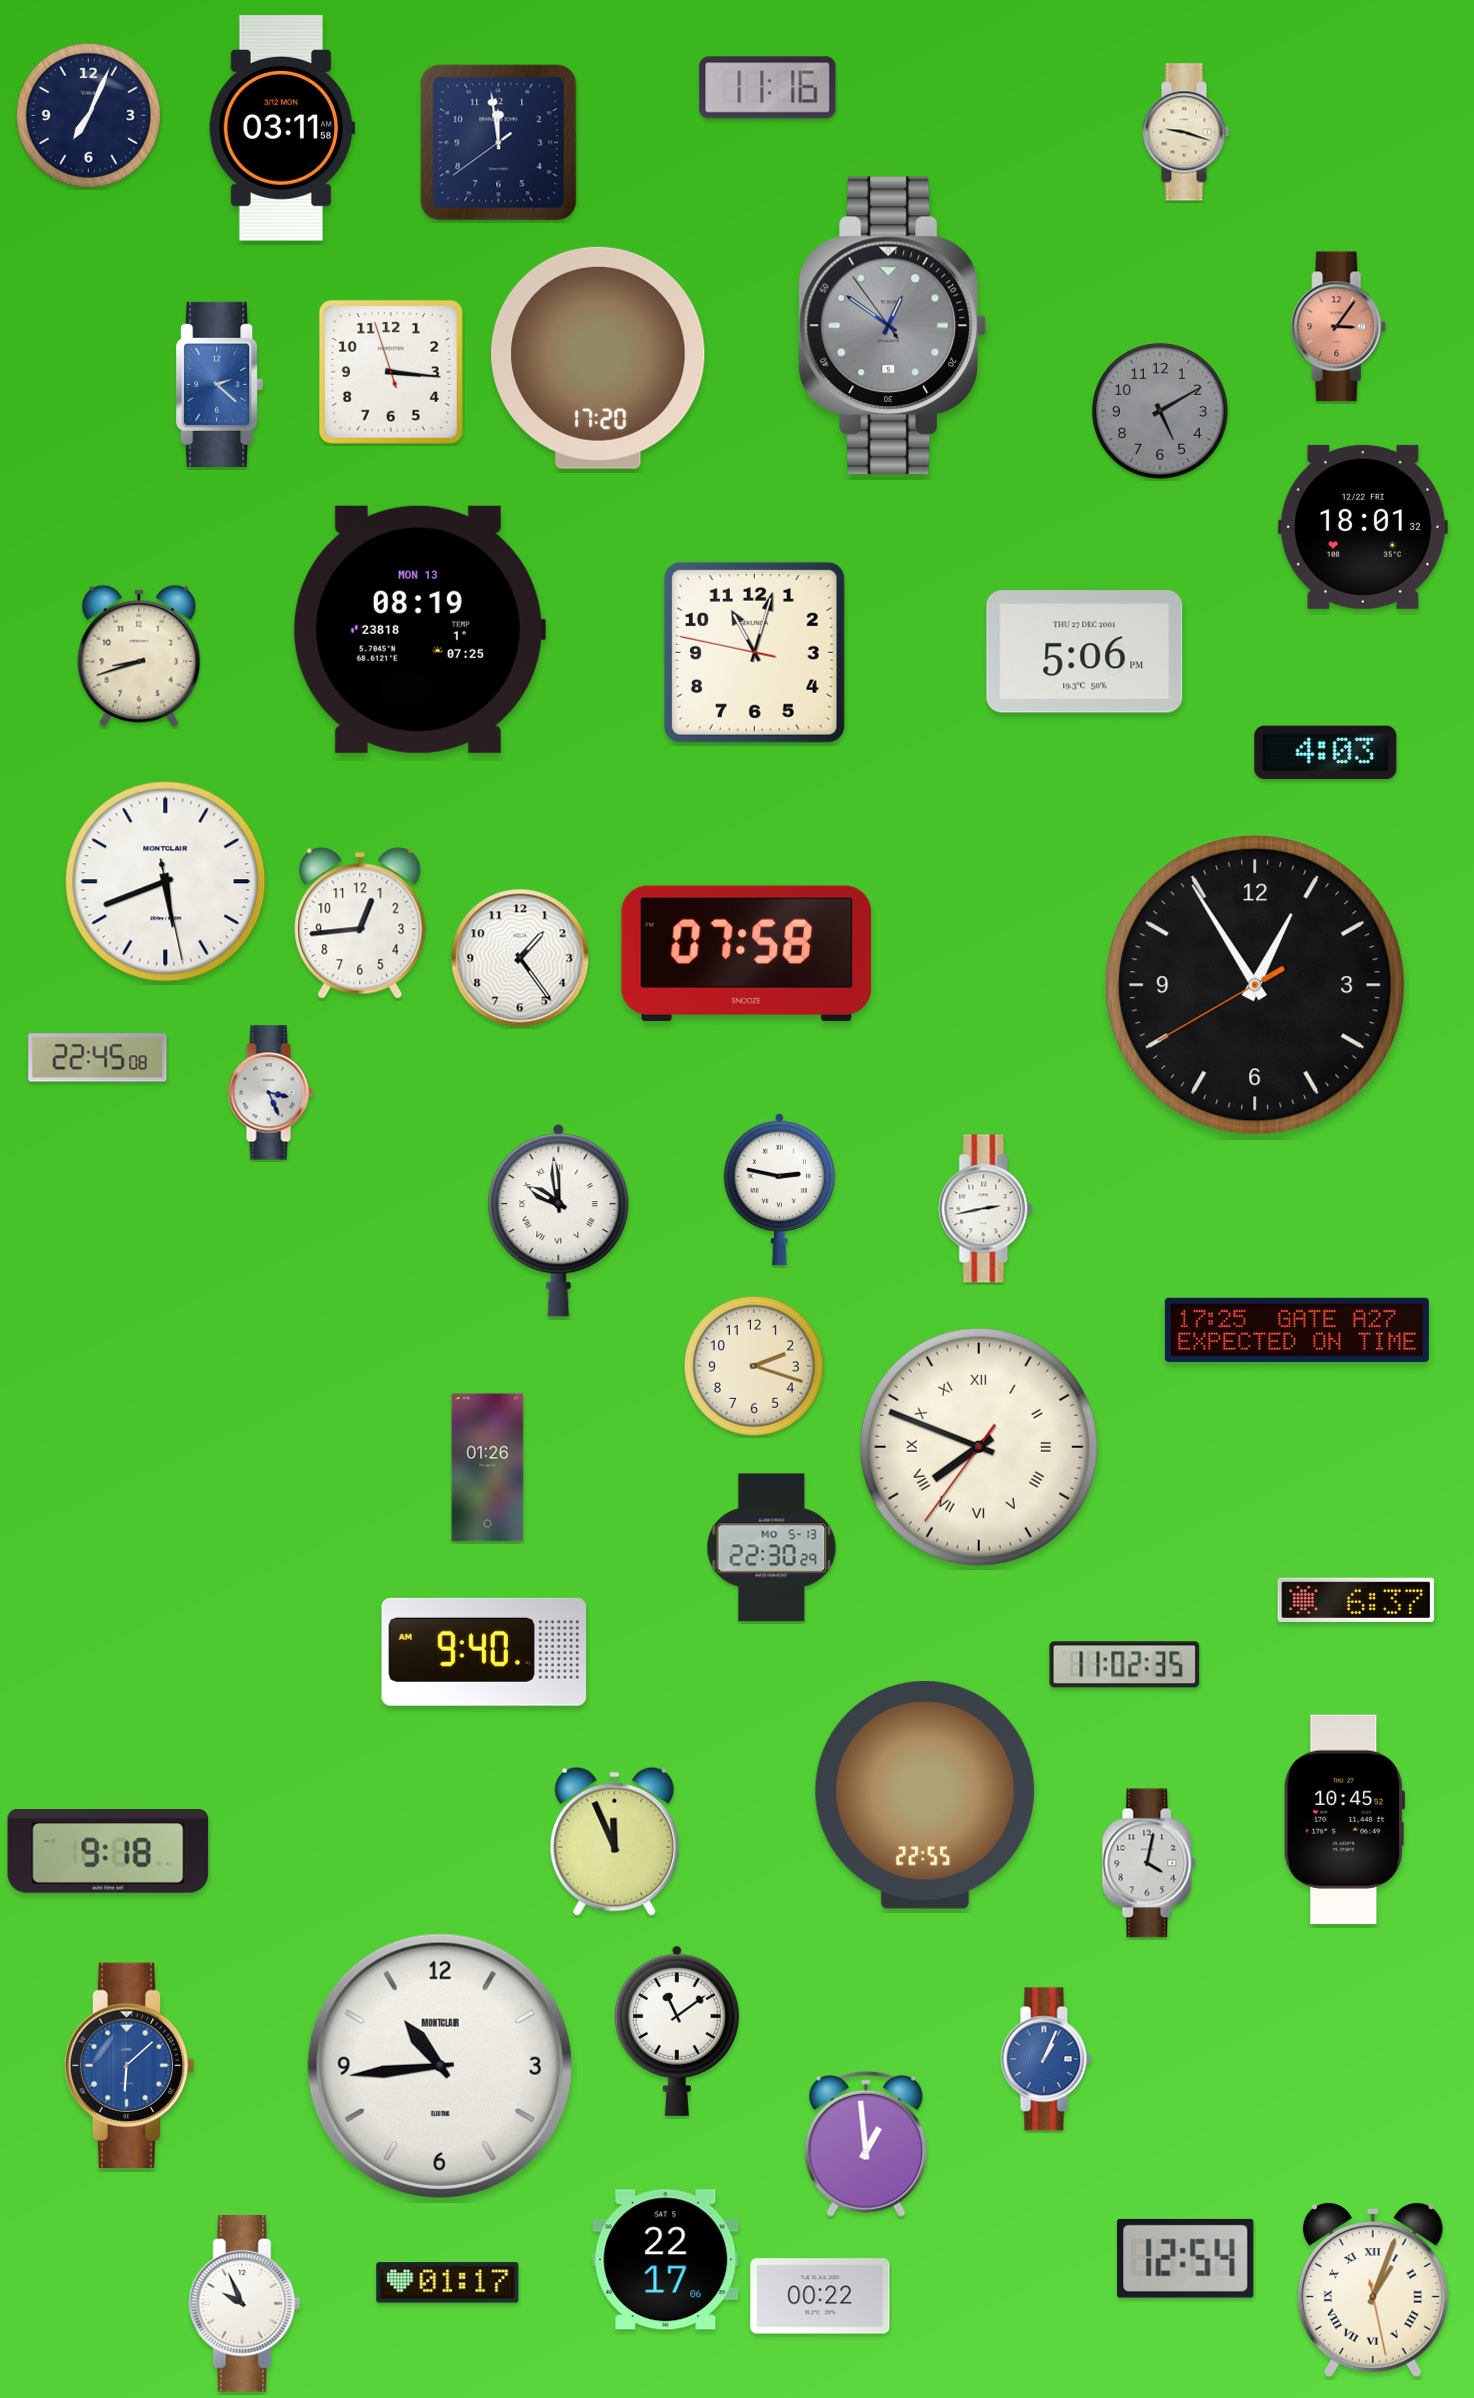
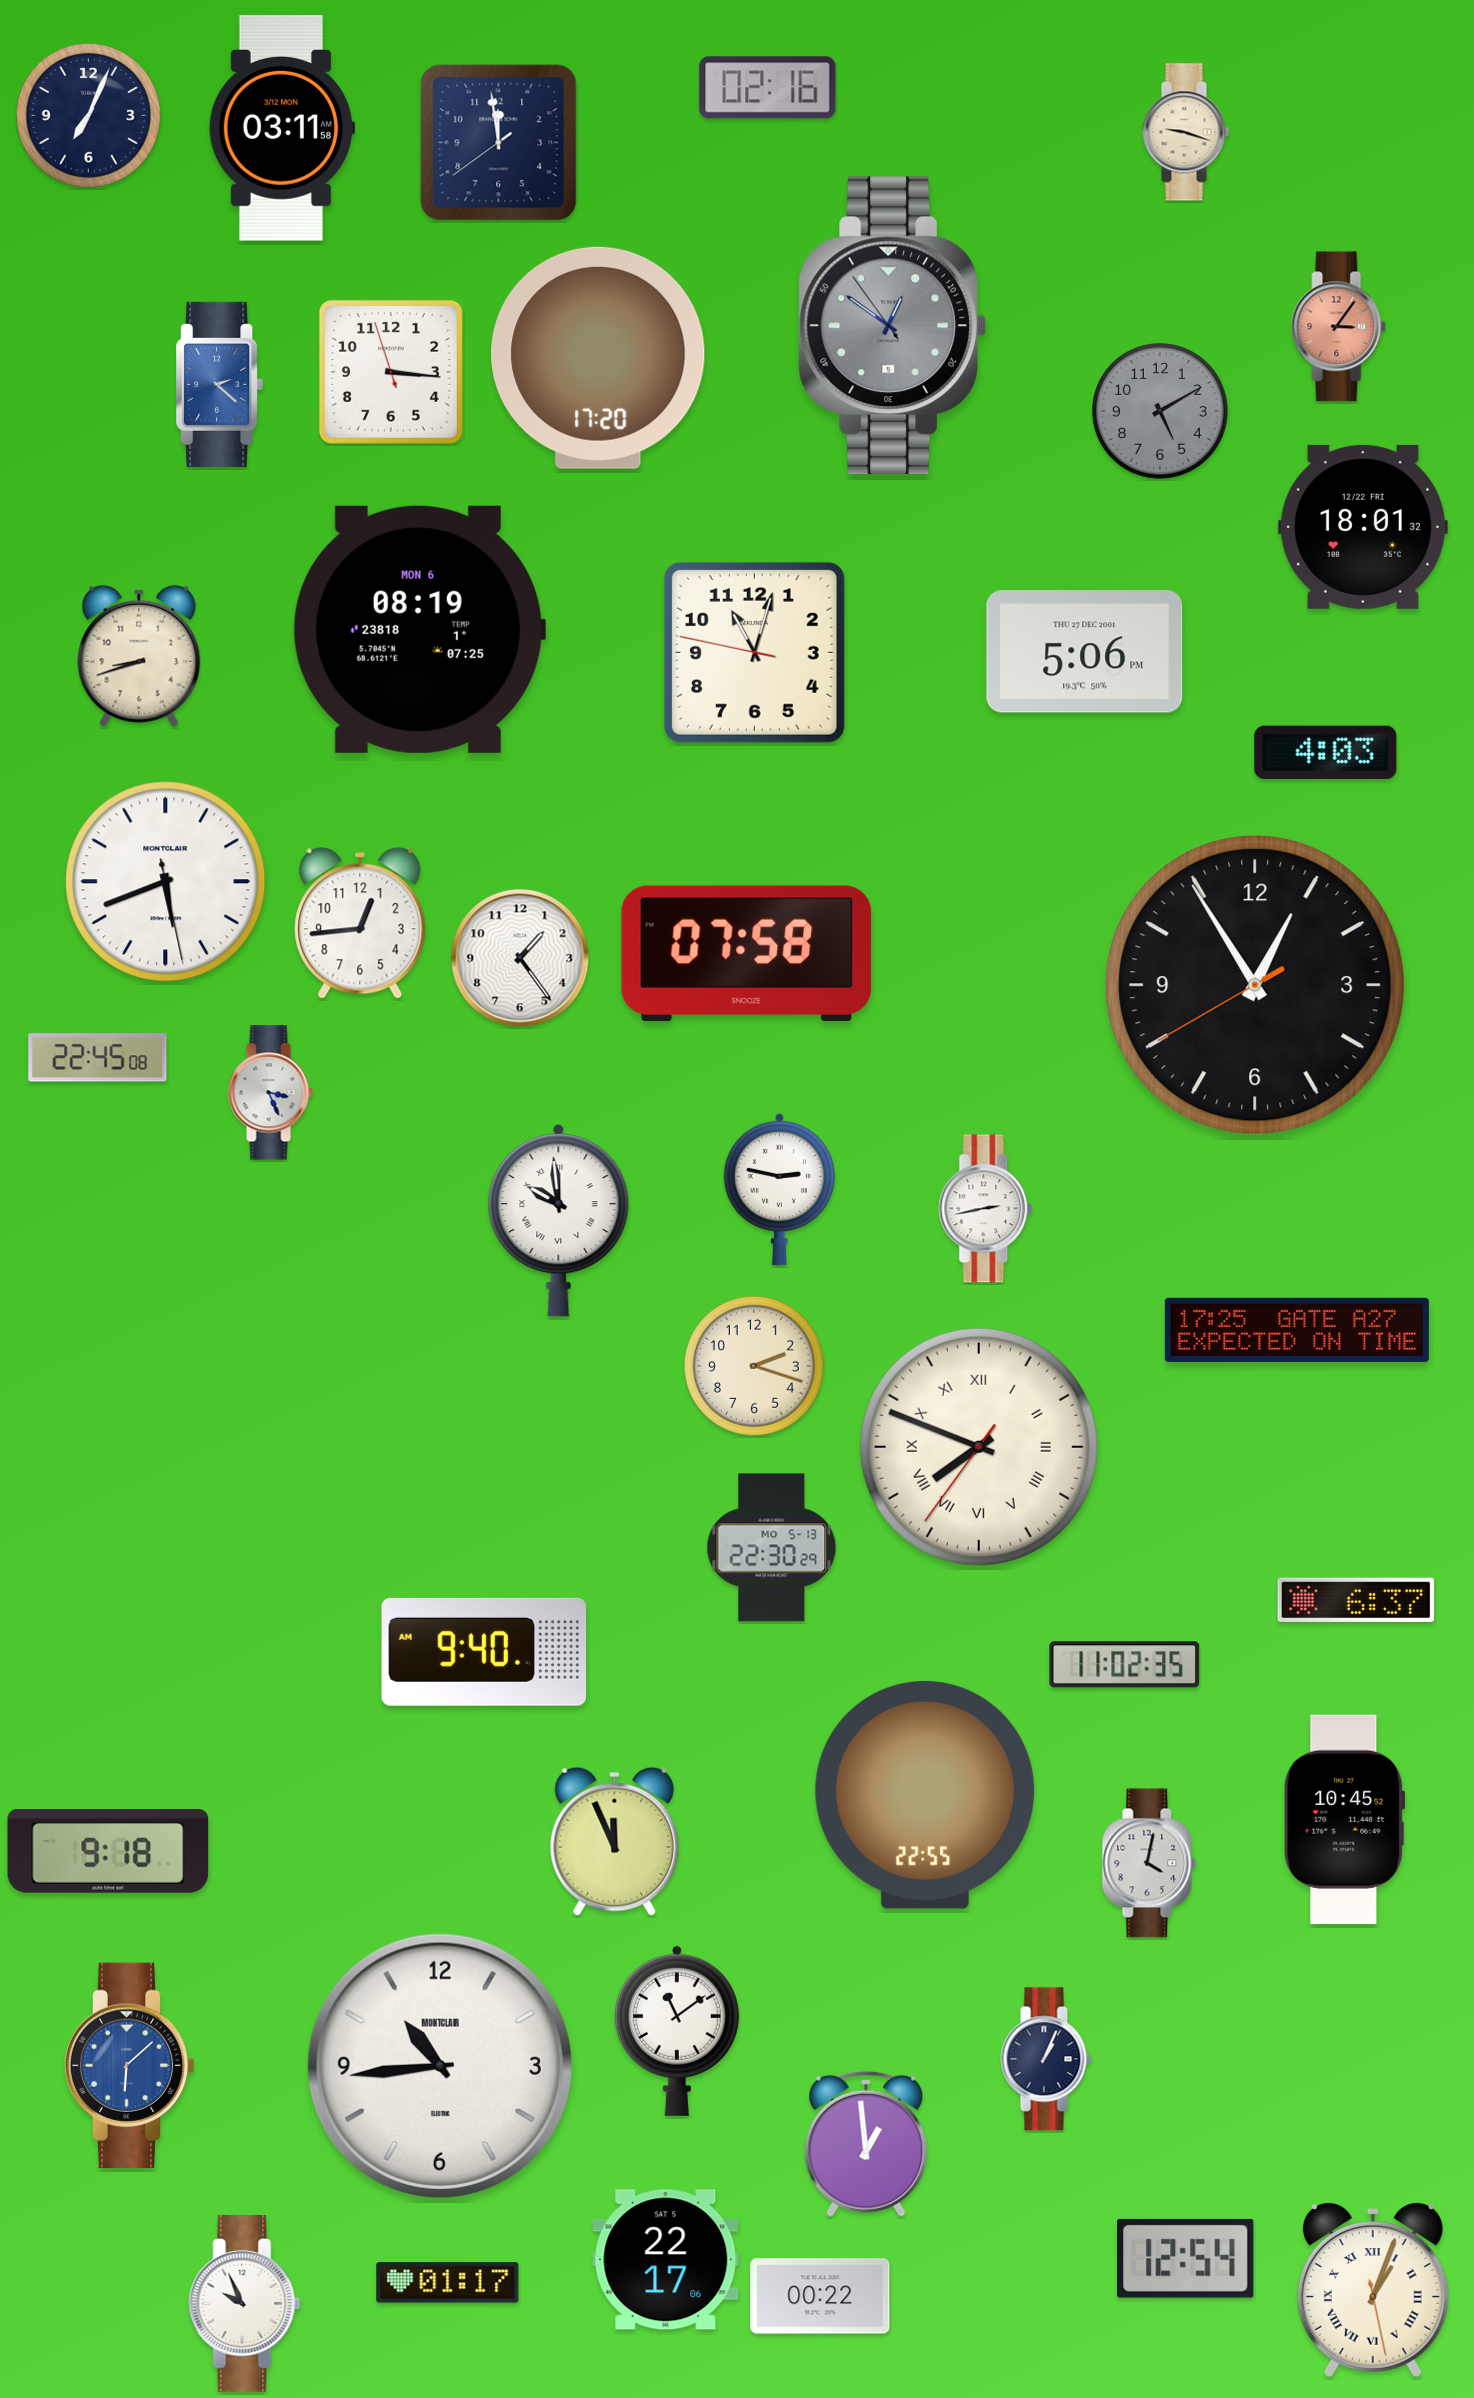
clock at (768, 88): 11:16 -> 02:16
clock at (419, 629) date: MON 13 -> MON 6
clock at (488, 1468): 01:26 -> none
clock at (1046, 2059) dial: blue -> navy
